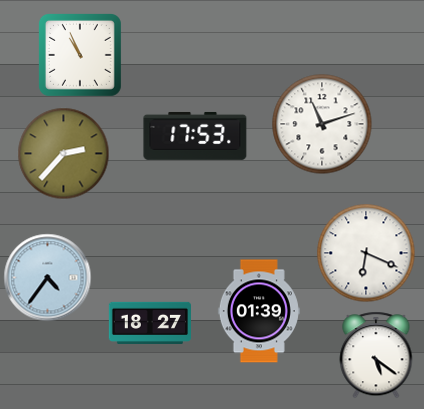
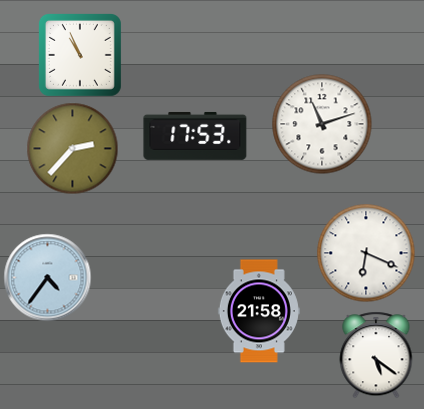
clock at (64, 154) position: (64, 154) -> (73, 149)
clock at (259, 311): 01:39 -> 21:58
clock at (149, 322): 18:27 -> none
